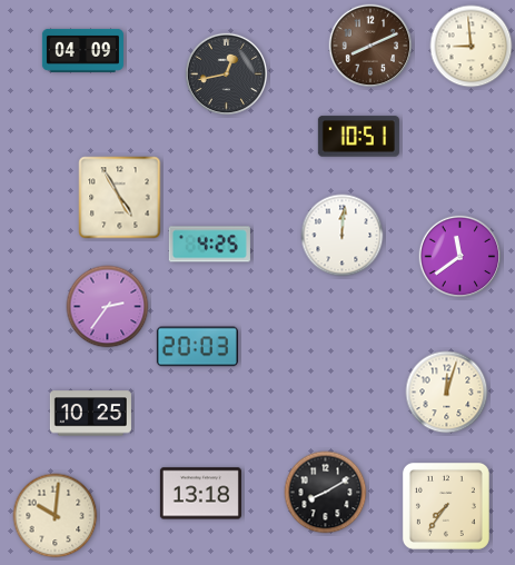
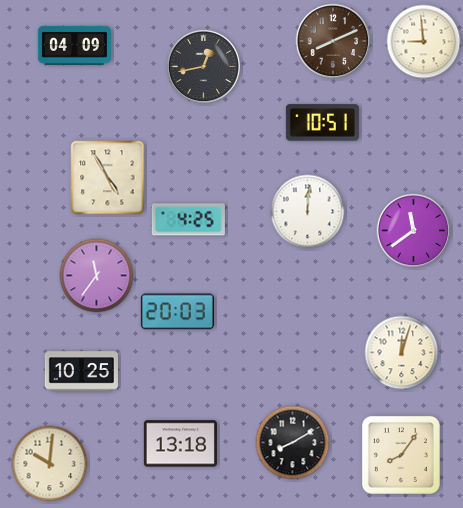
clock at (108, 307): 2:36 -> 11:36
clock at (446, 506): 7:36 -> 8:06
